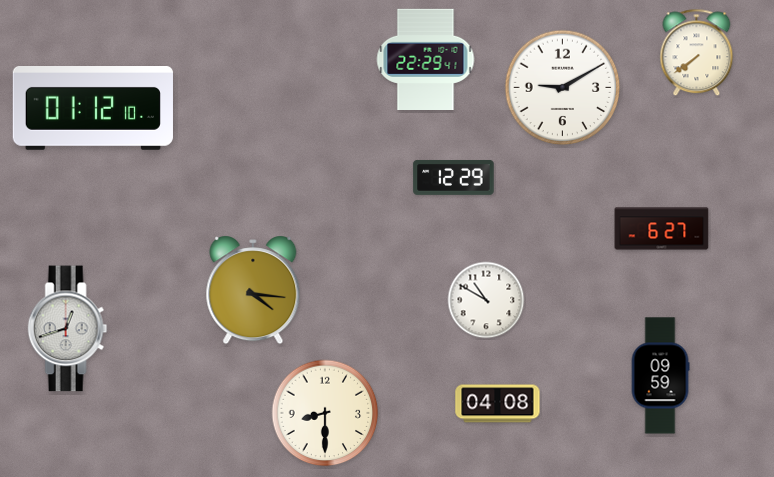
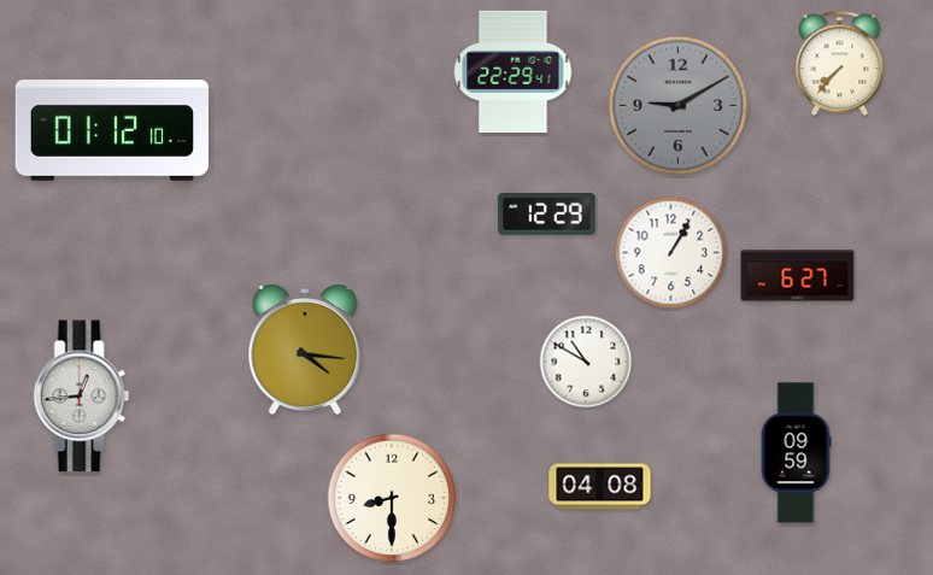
clock at (697, 53): 7:39 -> 7:37
clock at (563, 88) dial: white -> grey
clock at (671, 253): none -> 1:05
clock at (68, 329): 12:42 -> 12:44
